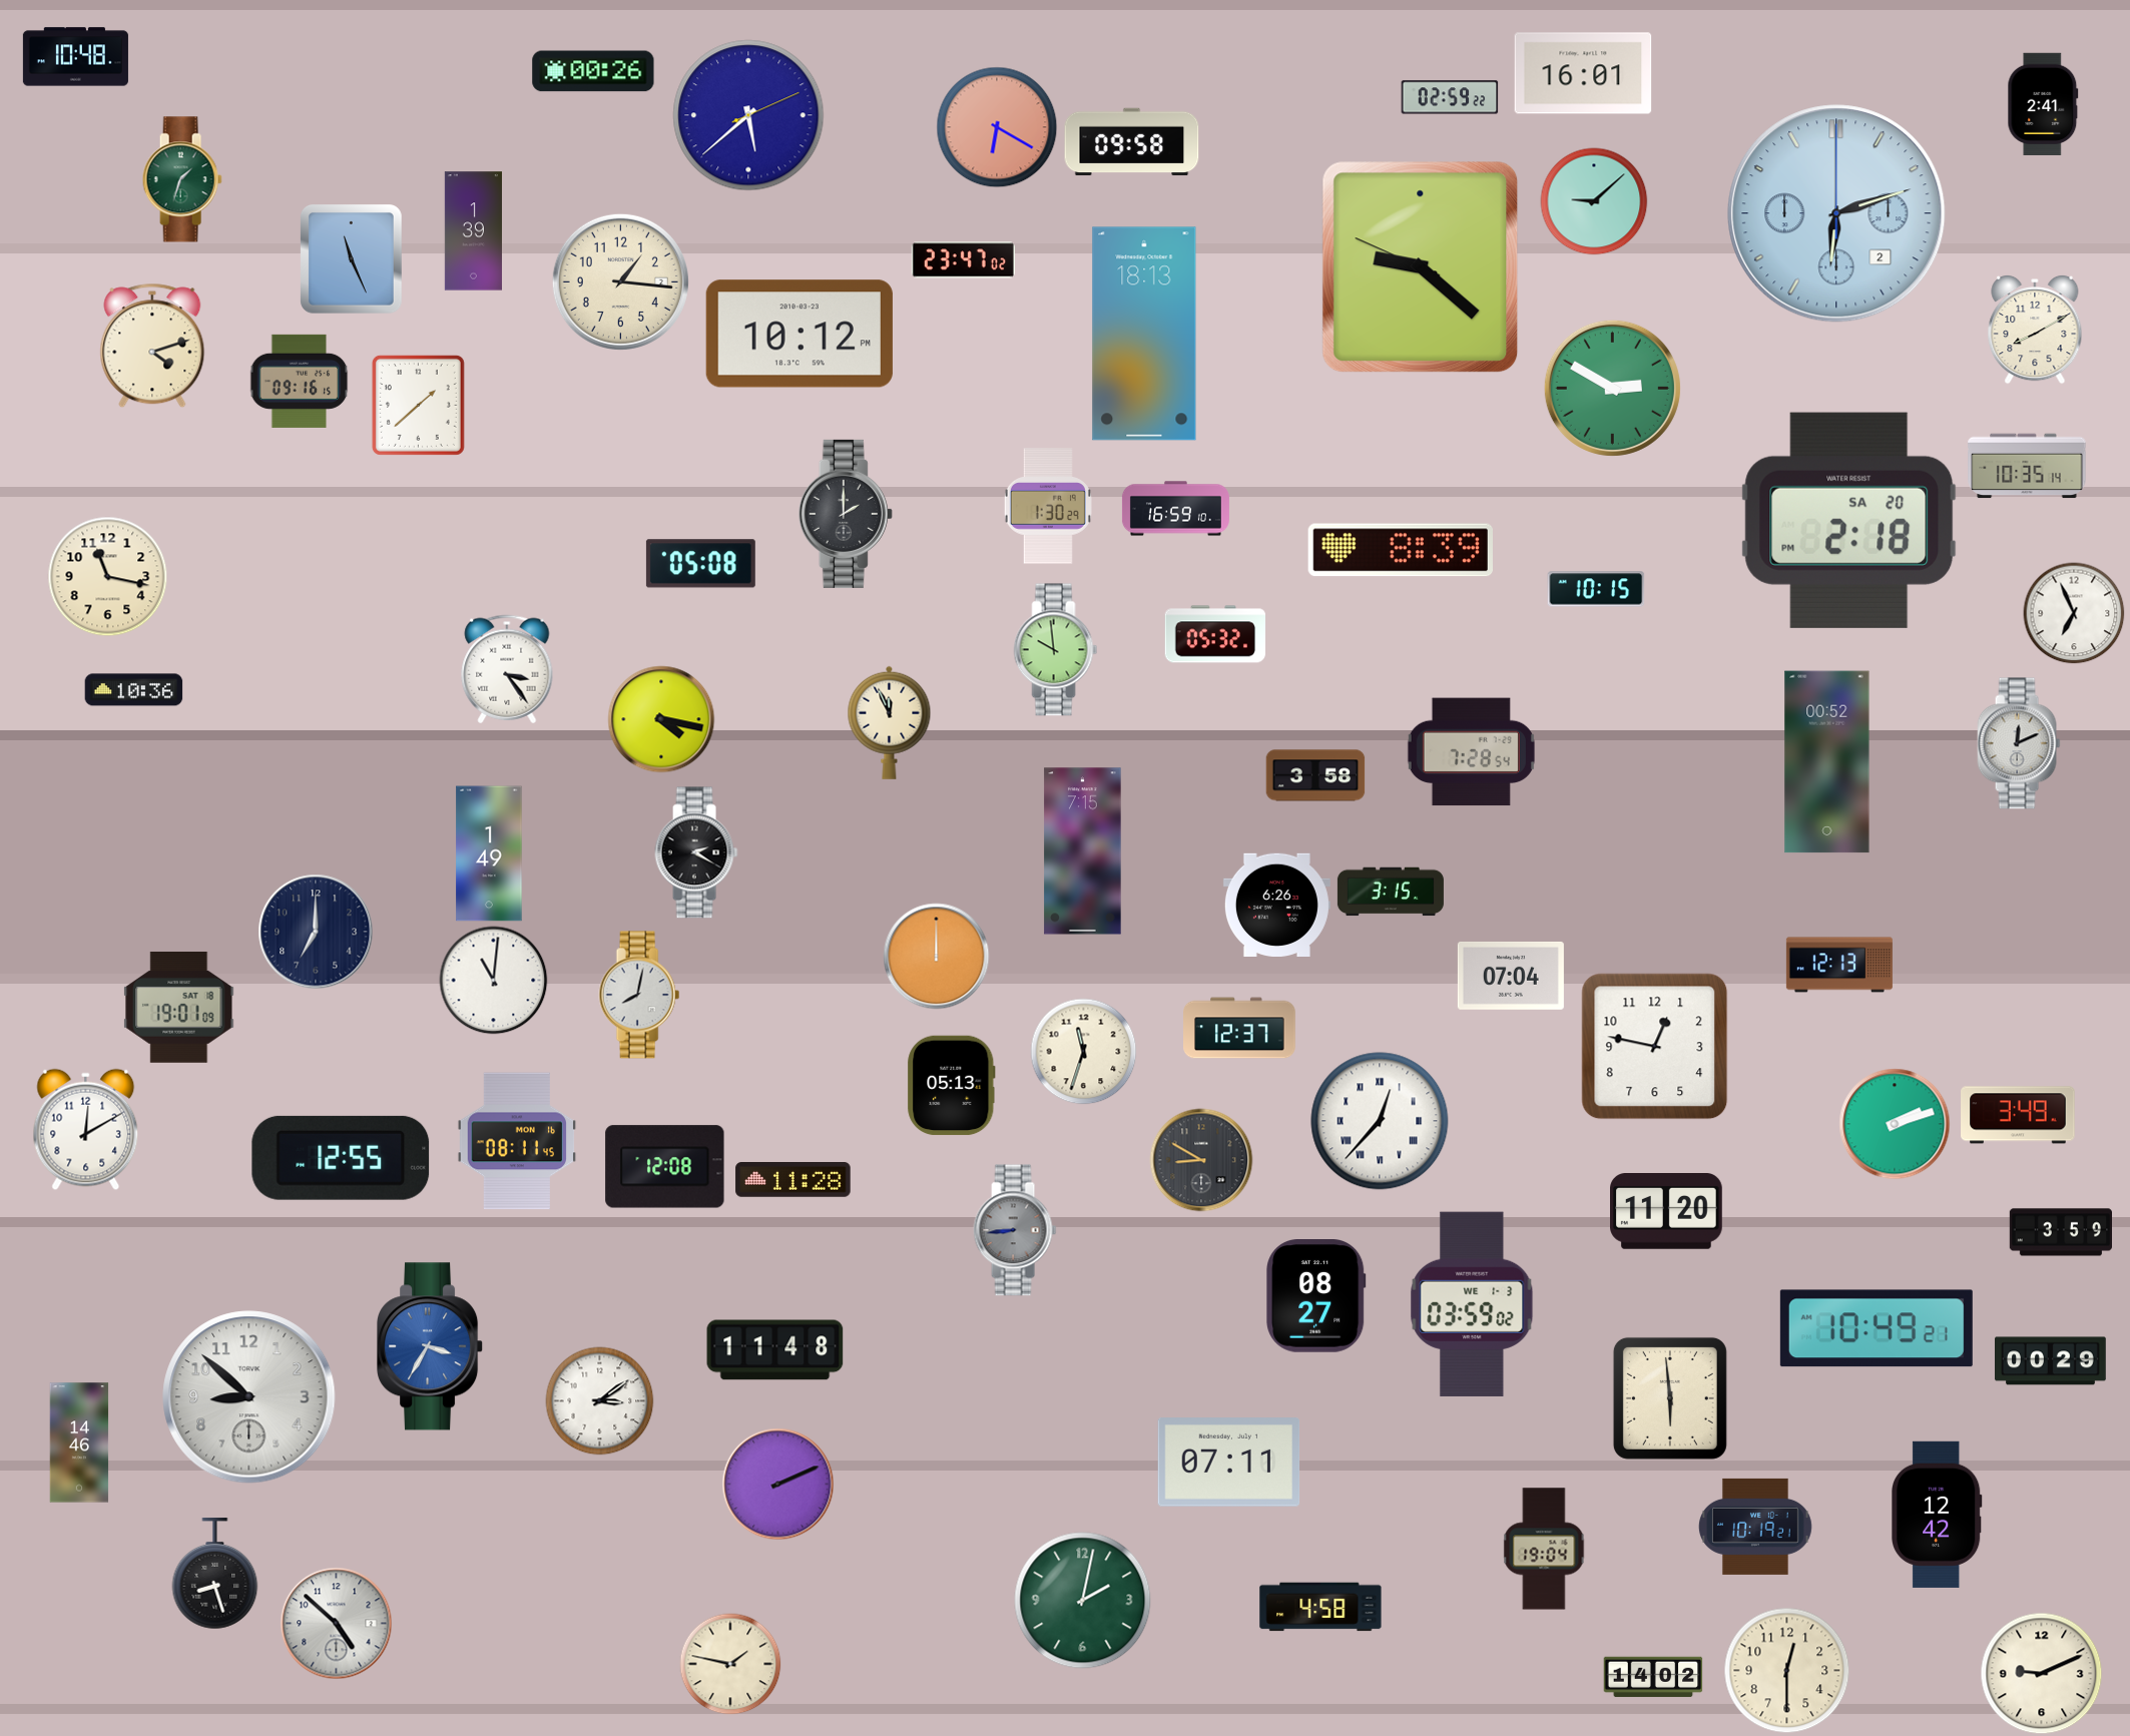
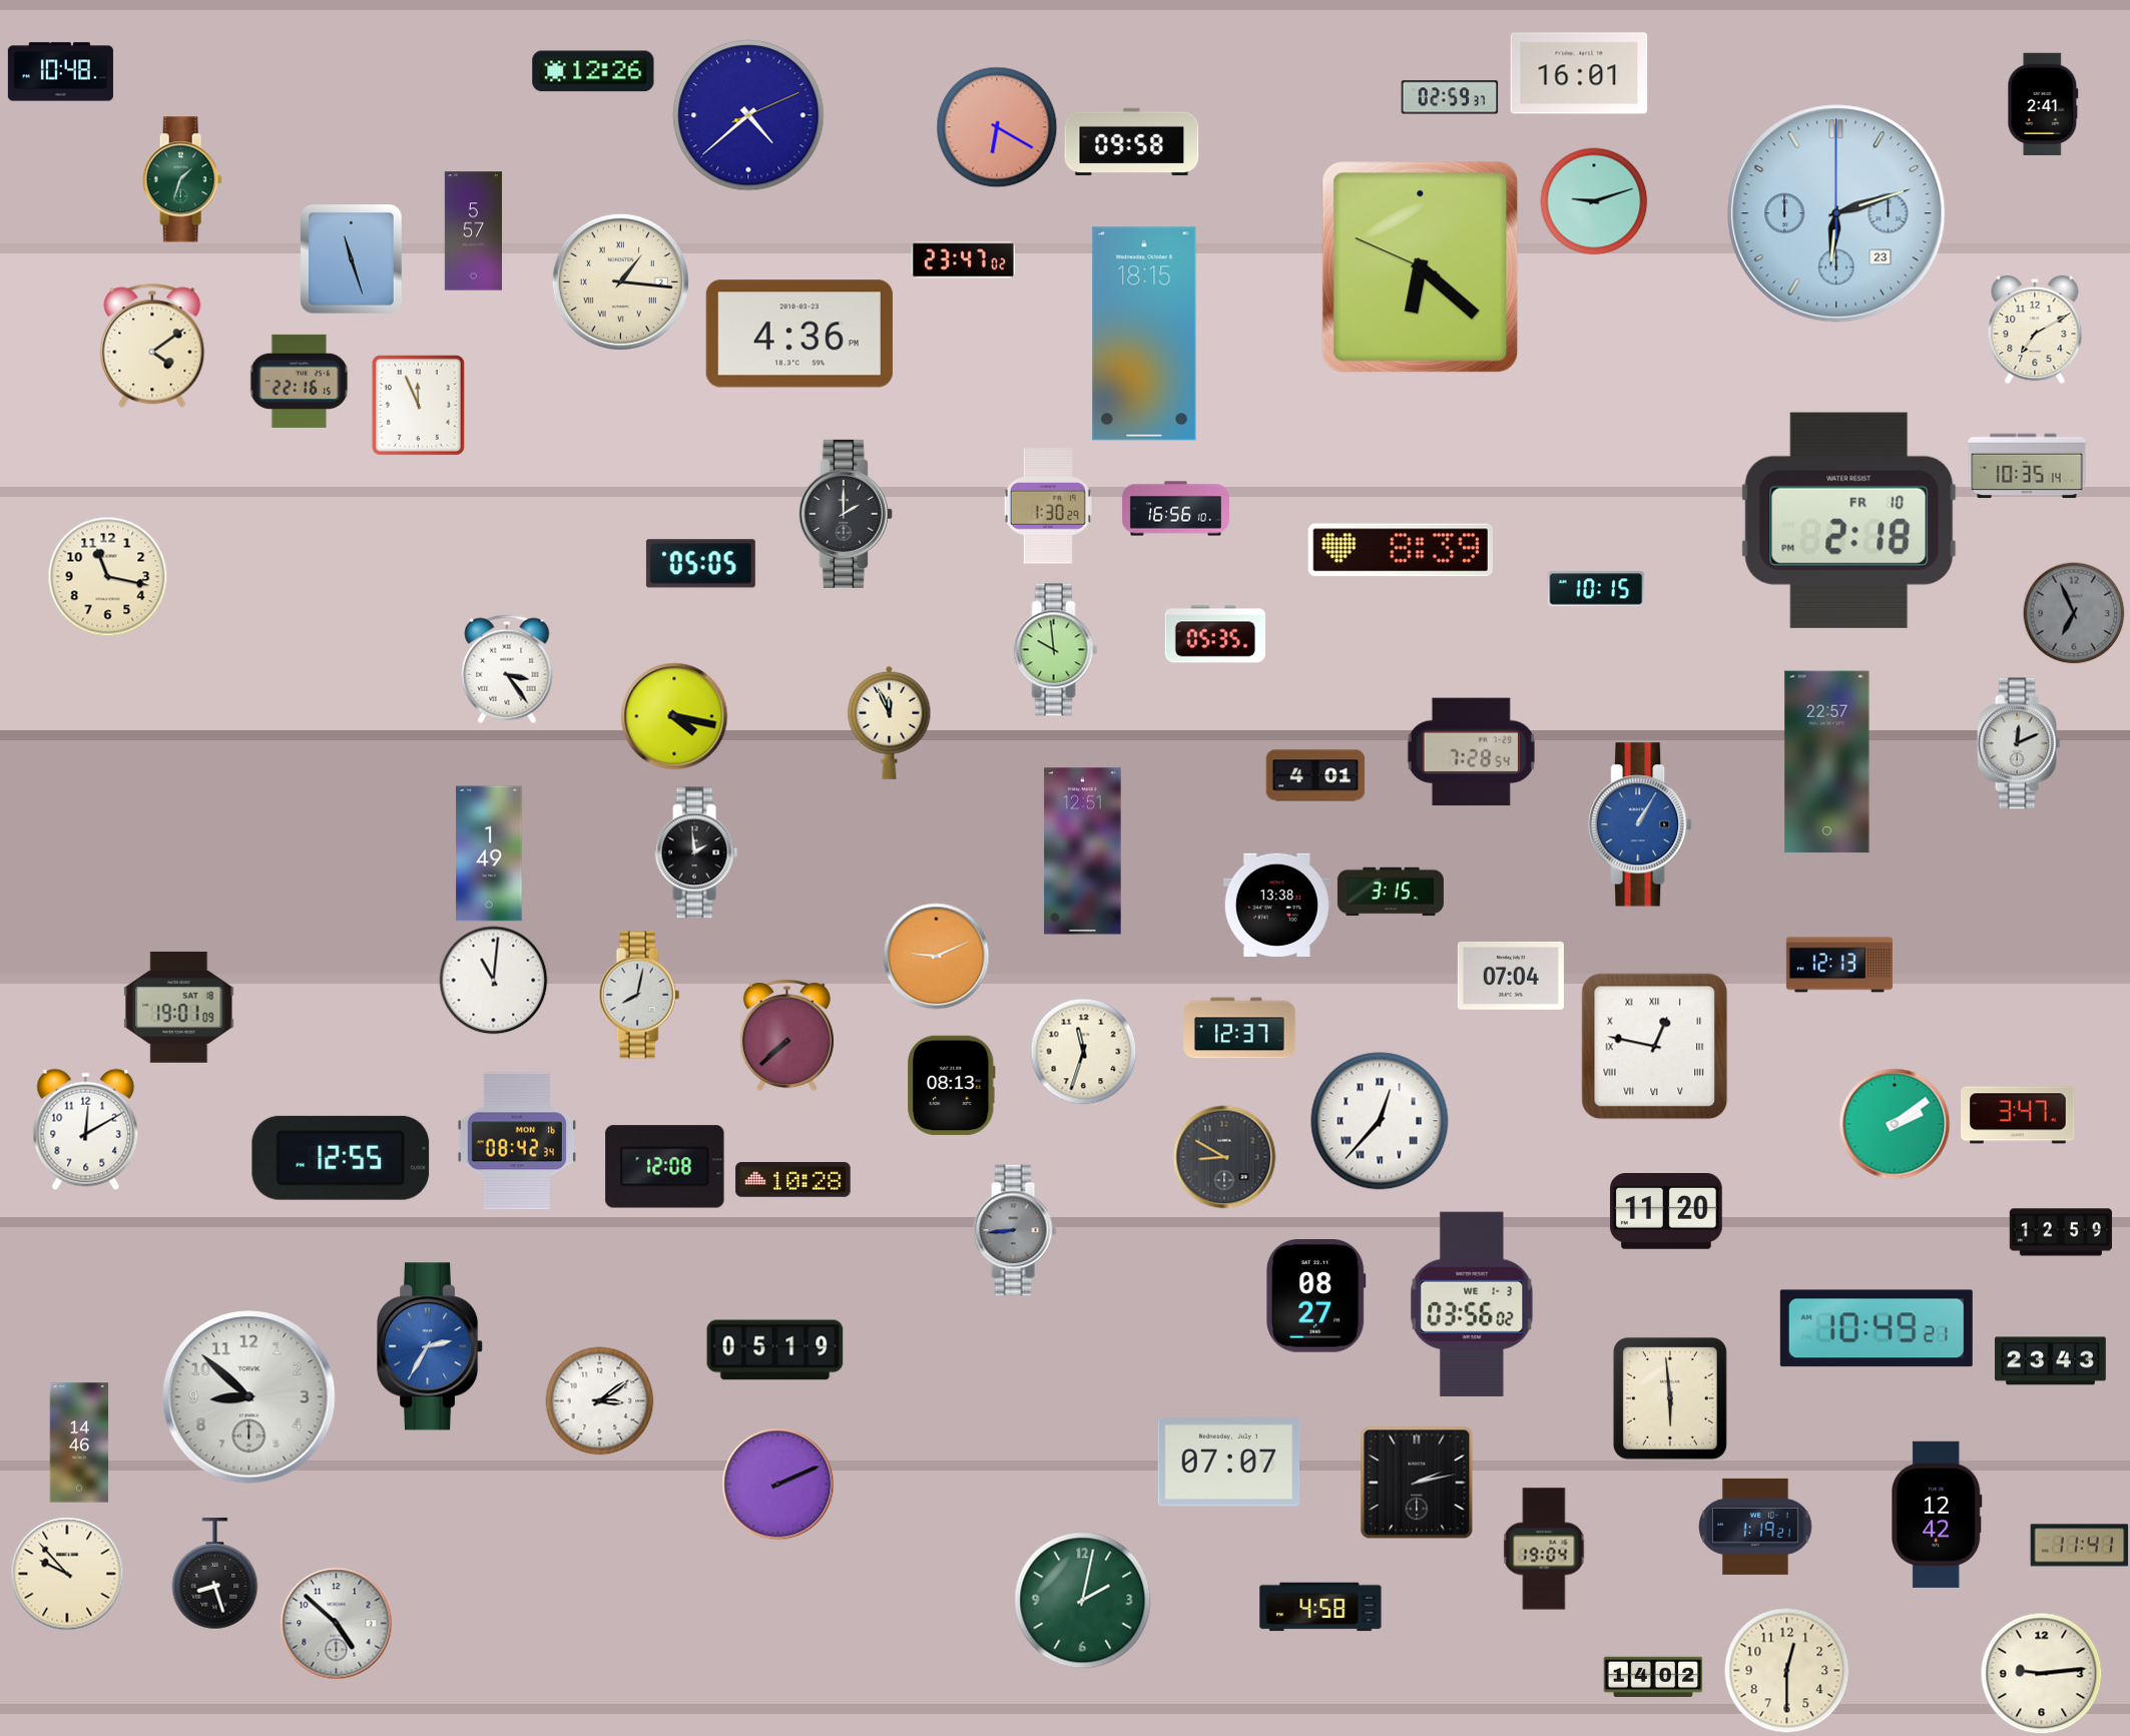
clock at (75, 57) position: (75, 57) -> (60, 72)
clock at (593, 71): 00:26 -> 12:26
clock at (1583, 73) position: (1583, 73) -> (1579, 73)
clock at (1450, 97): 02:59:22 -> 02:59:37
clock at (748, 115): 5:38 -> 4:38
clock at (1594, 201): 9:08 -> 9:12
clock at (1836, 213) date: 2 -> 23
clock at (473, 231): 1:39 -> 5:57
clock at (351, 259): 11:26 -> 11:27
clock at (1421, 267): 9:21 -> 6:21
clock at (620, 281) numerals: Arabic -> Roman
clock at (2035, 330): 8:10 -> 7:10
clock at (800, 334): 10:12 -> 4:36
clock at (1144, 334): 18:13 -> 18:15
clock at (152, 346): 4:12 -> 4:09
clock at (300, 381): 09:16 -> 22:16
clock at (1612, 388): 2:50 -> none
clock at (418, 405): 1:38 -> 11:56
clock at (1175, 509): 16:59 -> 16:56
clock at (1849, 520) date: SA 20 -> FR 10
clock at (700, 564): 05:08 -> 05:05
clock at (2074, 613) dial: white -> grey
clock at (1215, 634): 05:32 -> 05:35
clock at (134, 690): 10:36 -> none
clock at (661, 719) position: (661, 719) -> (674, 716)
clock at (1827, 762): 00:52 -> 22:57
clock at (1315, 775): 3:58 -> 4:01
clock at (1641, 824): none -> 1:05
clock at (1083, 851): 7:15 -> 12:51
clock at (696, 852): 2:20 -> 1:59
clock at (1276, 905): 6:26 -> 13:38
clock at (316, 932): 7:00 -> none
clock at (937, 957): 12:00 -> 9:11
clock at (786, 1036): none -> 7:38
clock at (1655, 1047) numerals: Arabic -> Roman
clock at (952, 1086): 05:13 -> 08:13
clock at (2018, 1115): 3:49 -> 3:47
clock at (1895, 1124): 2:12 -> 2:09
clock at (517, 1141): 08:11 -> 08:42
clock at (1201, 1160) position: (1201, 1160) -> (1224, 1157)
clock at (793, 1180): 11:28 -> 10:28
clock at (2060, 1232): 3:59 -> 12:59
clock at (1472, 1304): 03:59 -> 03:56
clock at (431, 1346): 3:35 -> 2:35
clock at (775, 1350): 11:48 -> 05:19
clock at (2051, 1361): 00:29 -> 23:43
clock at (1229, 1463): 07:11 -> 07:07
clock at (1417, 1483): none -> 2:13
clock at (1755, 1527): 10:19 -> 1:19
clock at (2080, 1546): none -> 11:41
clock at (67, 1574): none -> 9:53
clock at (730, 1664): 1:47 -> none
clock at (2042, 1674): 9:11 -> 9:14
